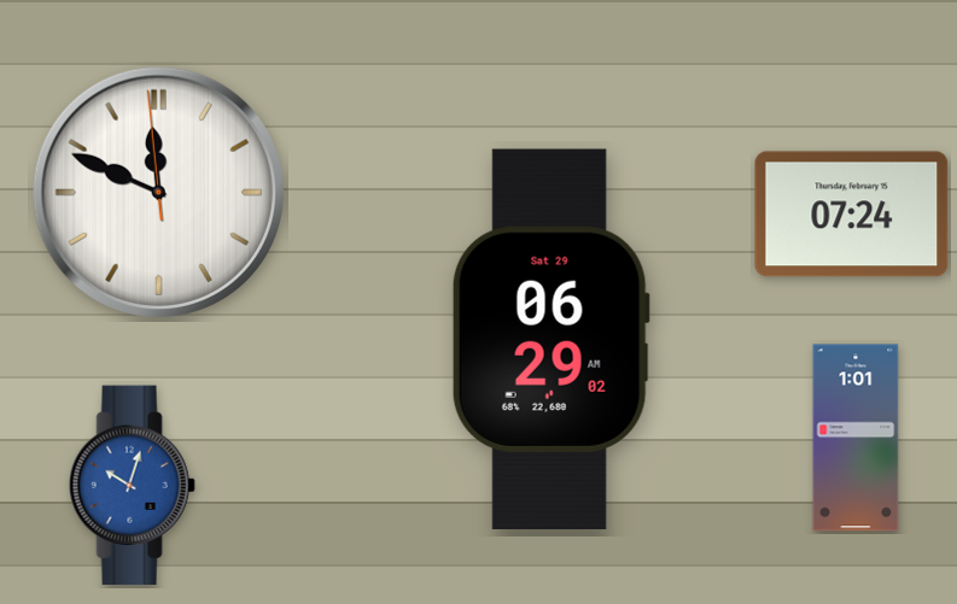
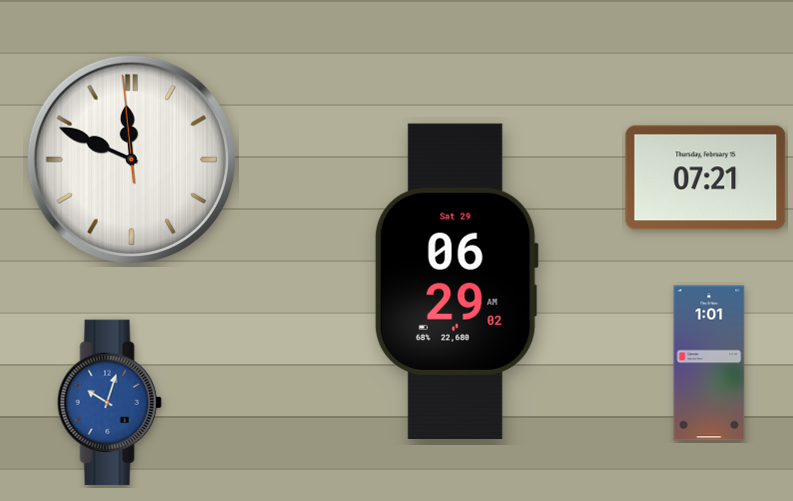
clock at (852, 215): 07:24 -> 07:21
